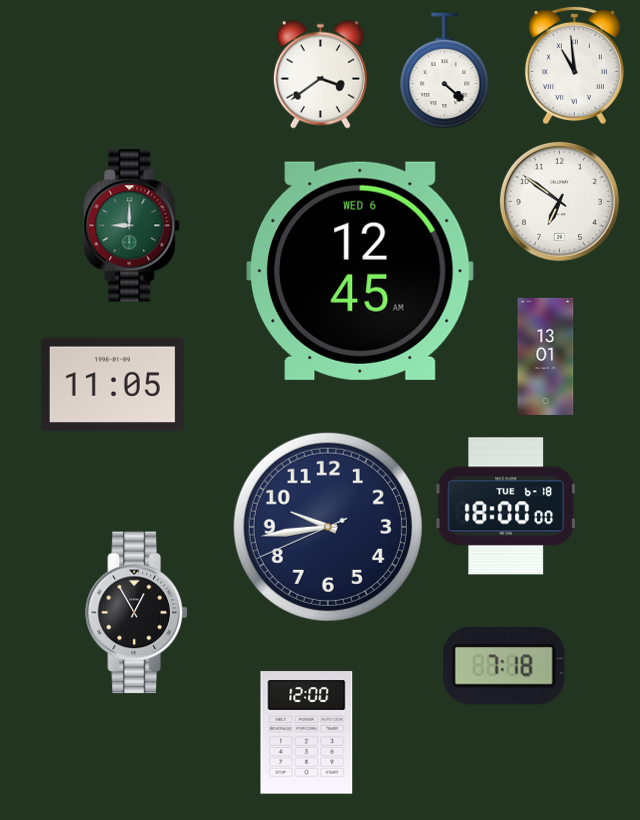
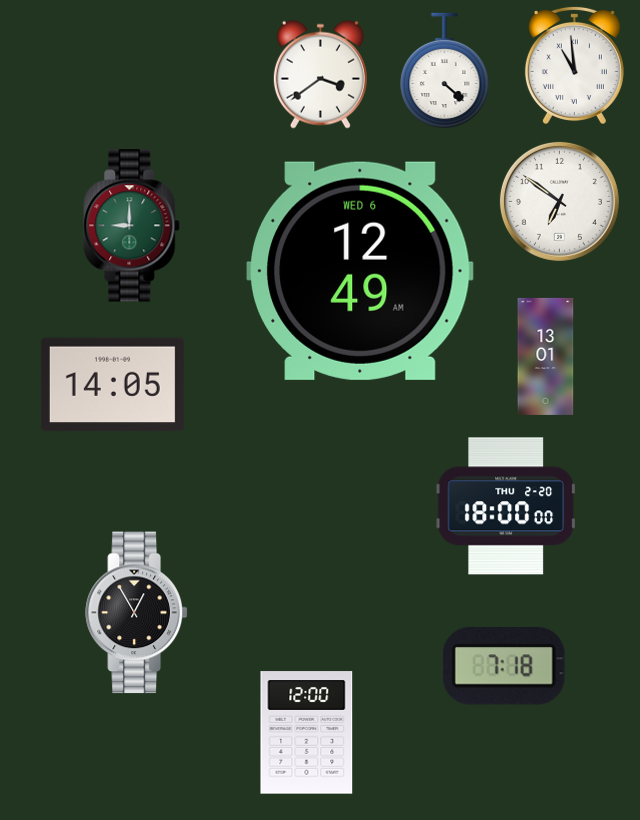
clock at (360, 271): 12:45 -> 12:49
clock at (112, 385): 11:05 -> 14:05
clock at (506, 506) date: TUE 6-18 -> THU 2-20
clock at (328, 527): 9:43 -> none
